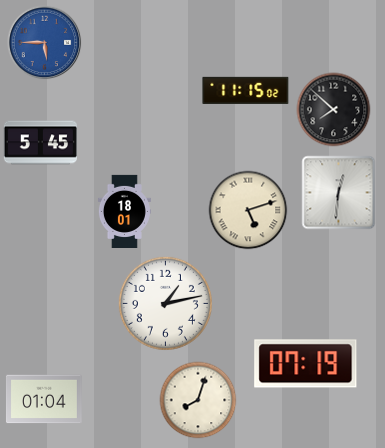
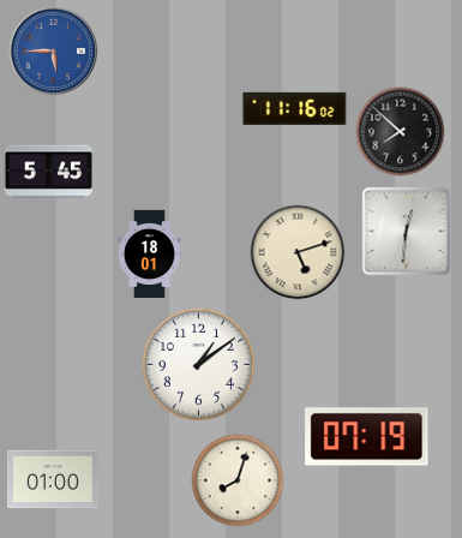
clock at (246, 90): 11:15 -> 11:16
clock at (165, 303): 1:13 -> 1:09
clock at (44, 399): 01:04 -> 01:00
